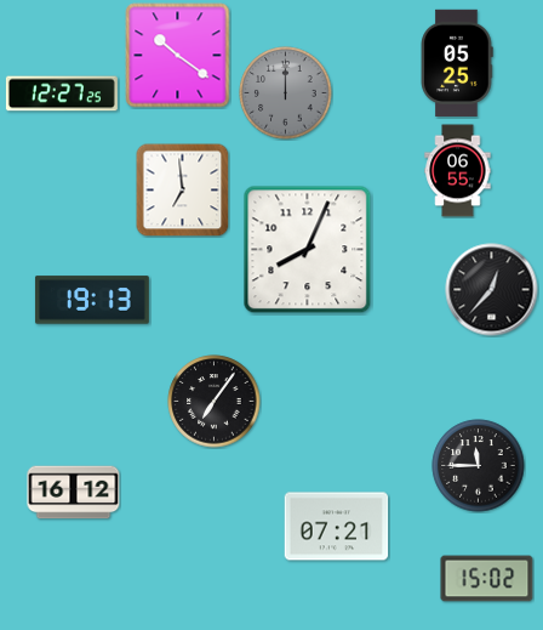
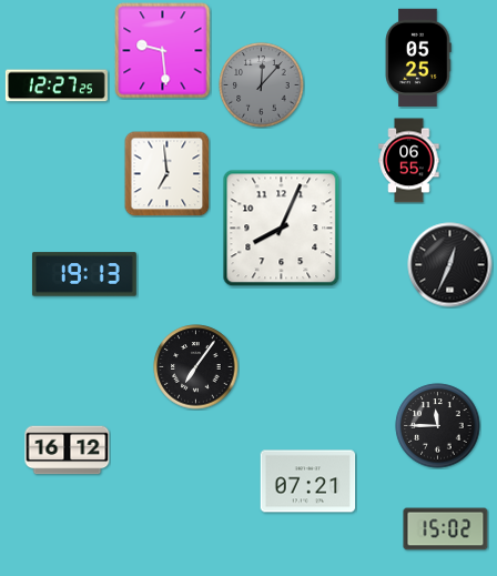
clock at (178, 56): 10:21 -> 9:29
clock at (286, 93): 12:00 -> 12:07
clock at (458, 171) position: (458, 171) -> (409, 161)
clock at (492, 290): 12:37 -> 12:34
